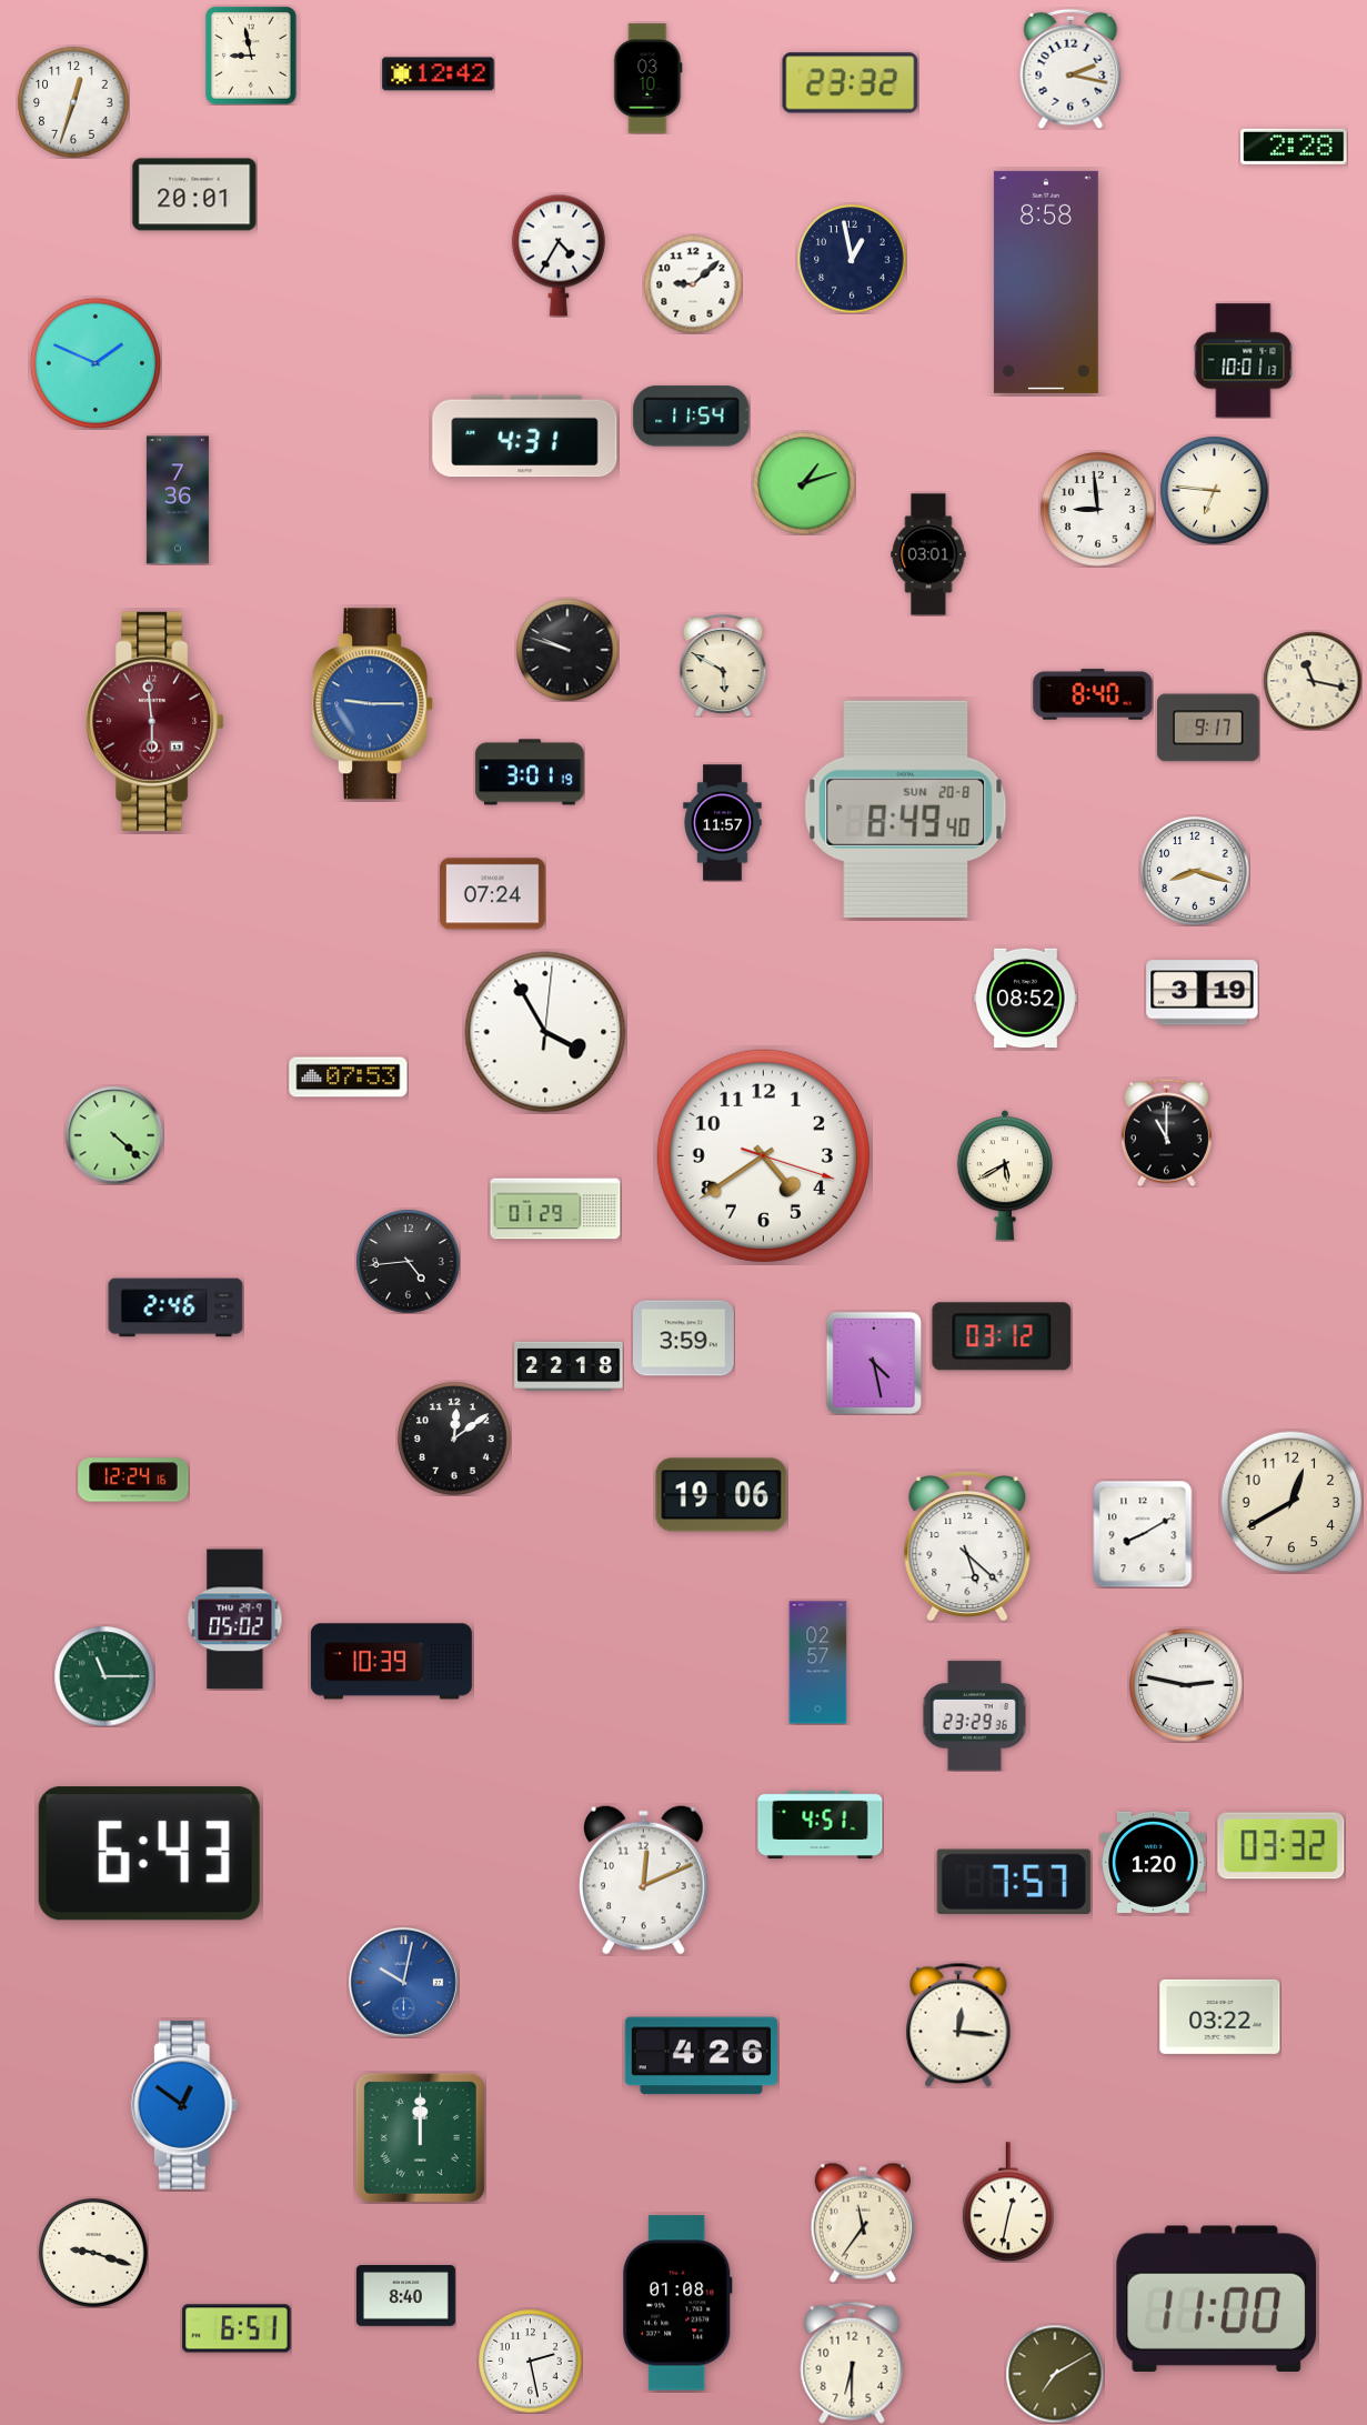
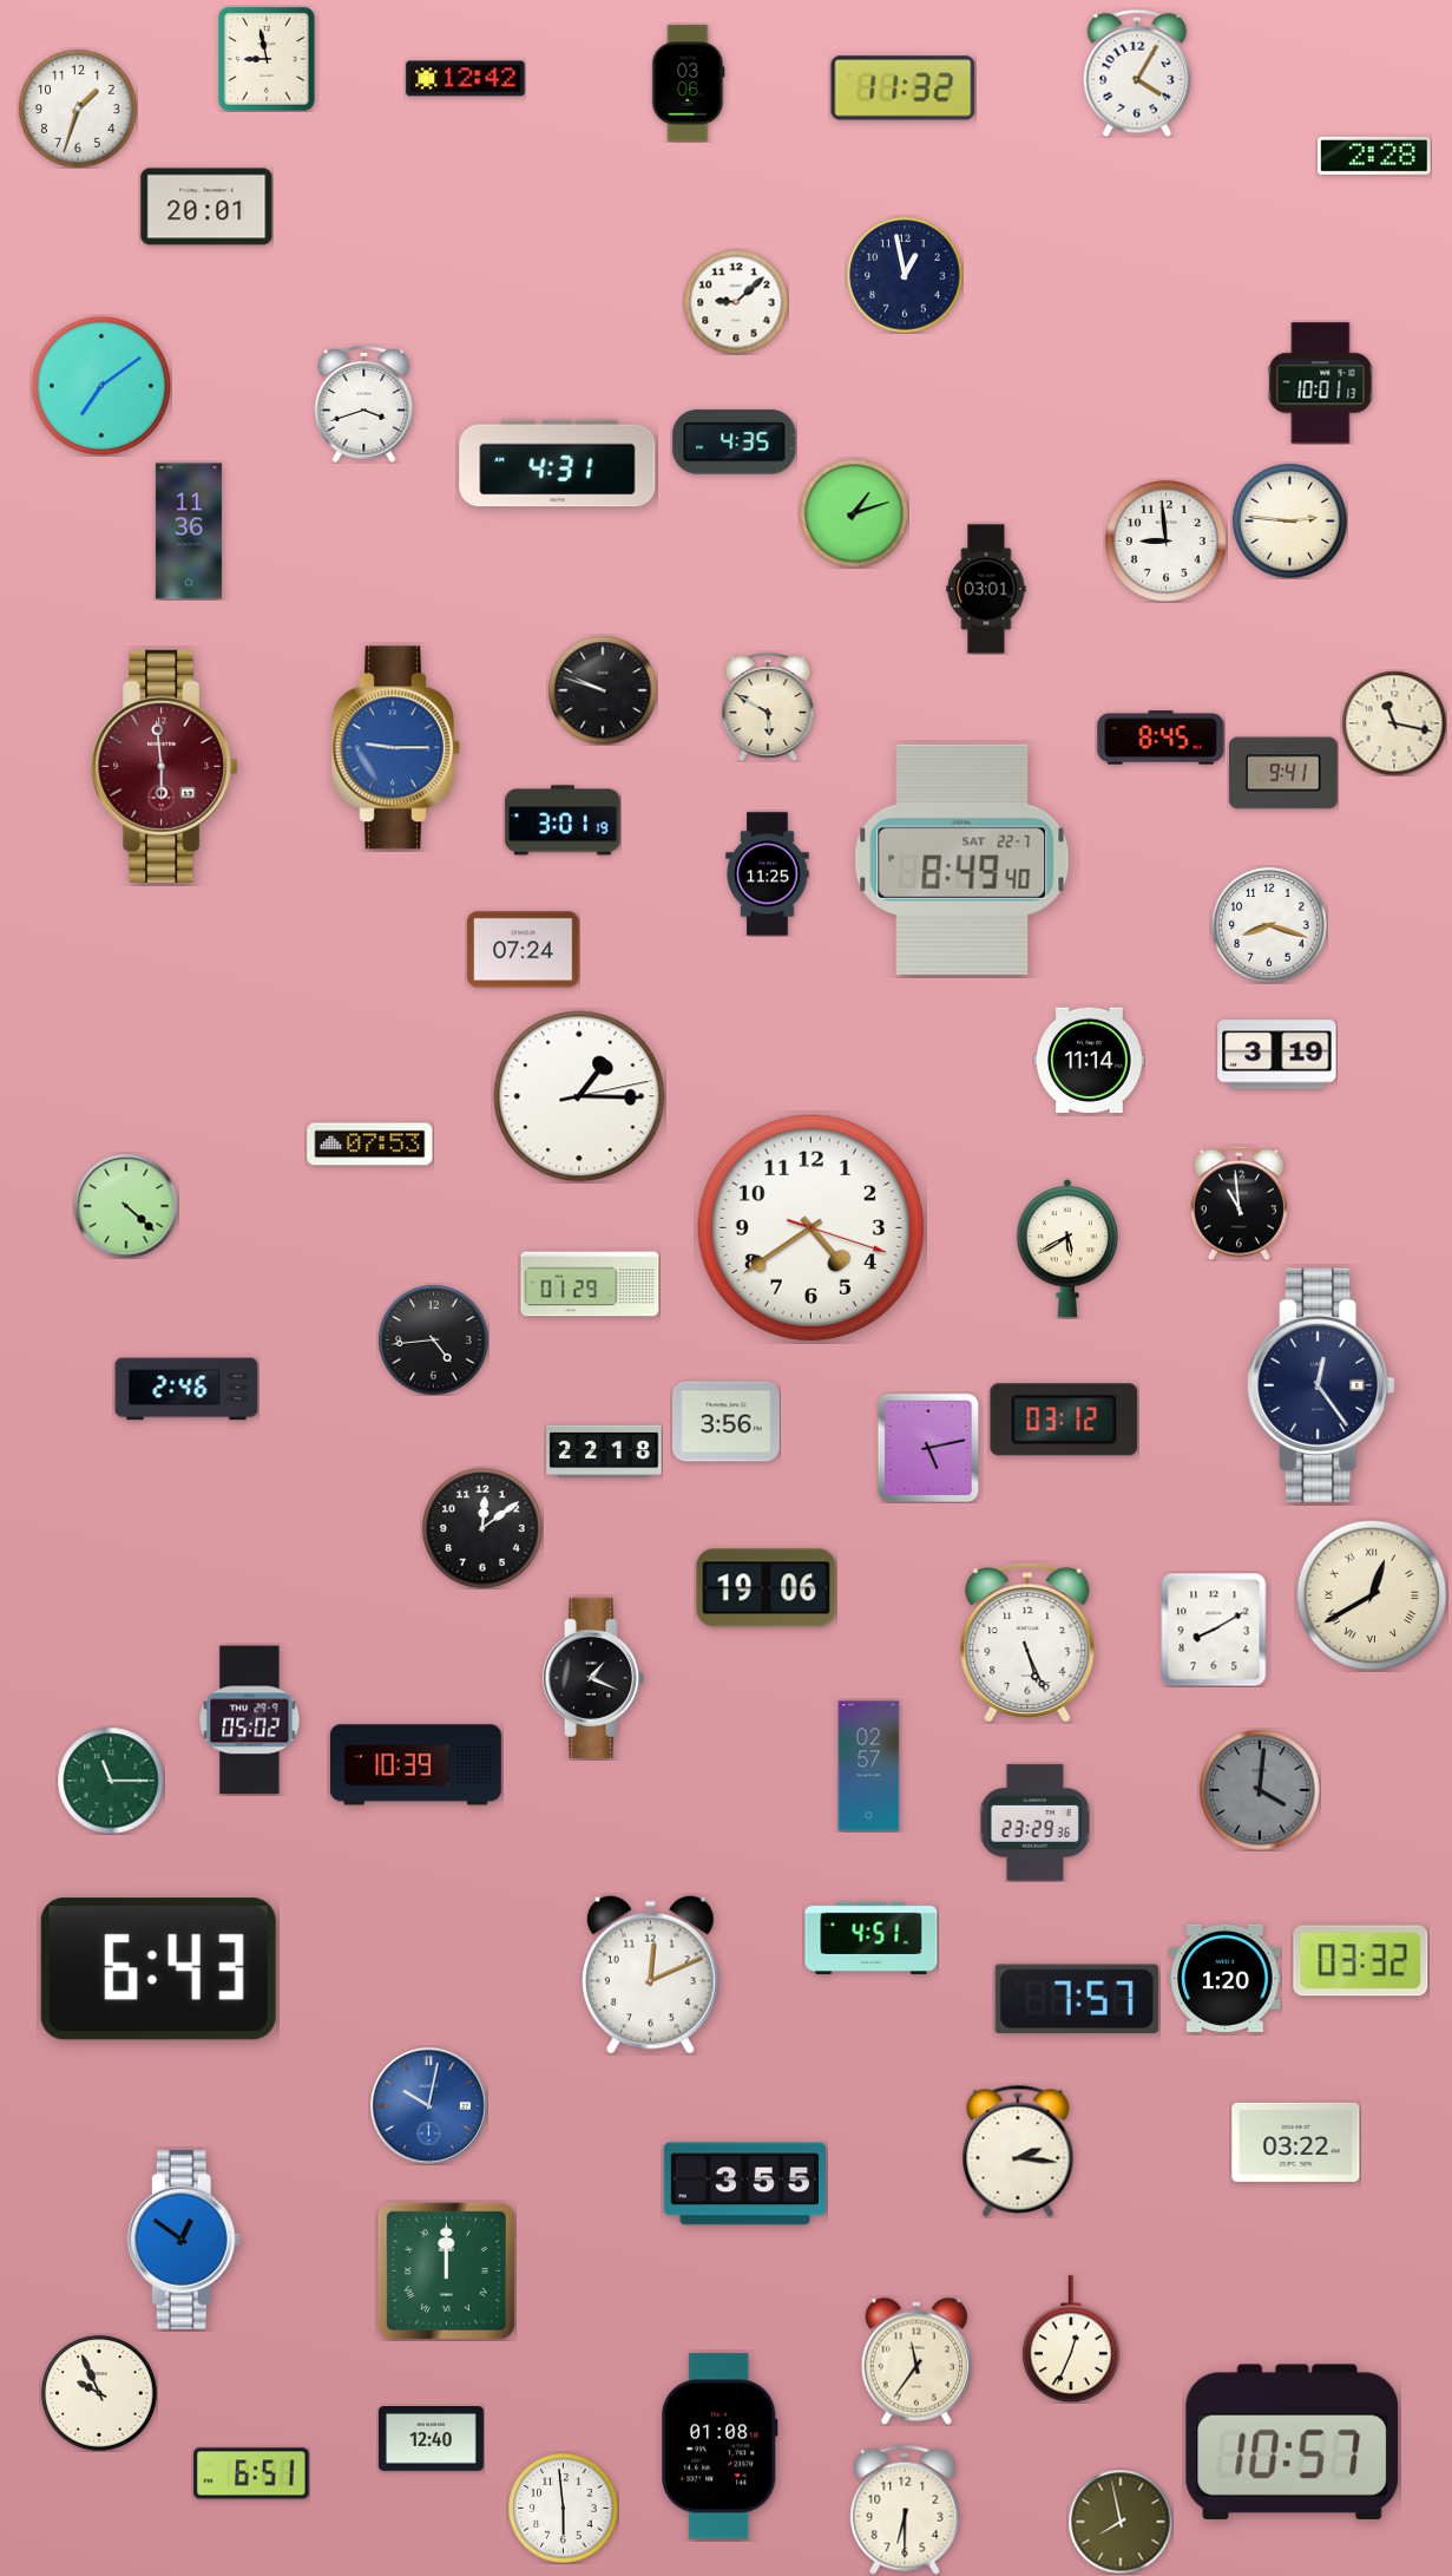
clock at (1071, 69): 2:17 -> 4:05
clock at (649, 79): 03:10 -> 03:06
clock at (851, 83): 23:32 -> 11:32
clock at (73, 102): 12:33 -> 1:33
clock at (559, 255): 4:35 -> none
clock at (1046, 282): 8:58 -> none
clock at (96, 363): 1:49 -> 7:09
clock at (364, 404): none -> 3:42
clock at (692, 417): 11:54 -> 4:35
clock at (1215, 491): 6:46 -> 2:46
clock at (178, 500): 7:36 -> 11:36
clock at (1093, 694): 8:40 -> 8:45
clock at (1209, 728): 9:17 -> 9:41
clock at (906, 809) date: SUN 20-8 -> SAT 22-7
clock at (723, 823): 11:57 -> 11:25
clock at (1026, 998): 08:52 -> 11:14
clock at (545, 1032): 3:55 -> 1:15
clock at (1166, 1132): 11:00 -> 10:59
clock at (114, 1135) position: (114, 1135) -> (126, 1206)
clock at (1321, 1385): none -> 12:24
clock at (684, 1339): 3:59 -> 3:56
clock at (874, 1363): 4:28 -> 5:13
clock at (133, 1480): 12:24 -> none
clock at (1291, 1502) numerals: Arabic -> Roman
clock at (967, 1545): 5:22 -> 5:26
clock at (593, 1678): none -> 1:19
clock at (1187, 1686): 2:47 -> 4:01
clock at (1187, 1686) dial: white -> grey
clock at (643, 1880) position: (643, 1880) -> (650, 1974)
clock at (958, 2025): 12:16 -> 2:16
clock at (701, 2056): 4:26 -> 3:55
clock at (184, 2105) position: (184, 2105) -> (184, 2240)
clock at (1008, 2202): 12:32 -> 12:34
clock at (93, 2253): 9:18 -> 9:56
clock at (405, 2296): 8:40 -> 12:40
clock at (1217, 2298): 11:00 -> 10:57
clock at (530, 2361): 2:28 -> 5:59
clock at (1055, 2374): 7:10 -> 7:58
